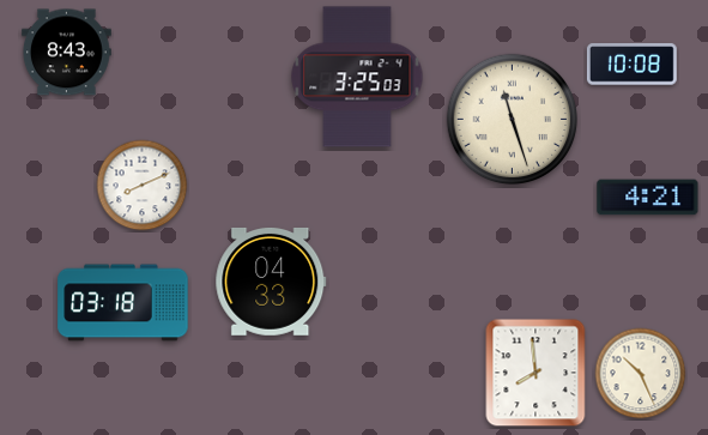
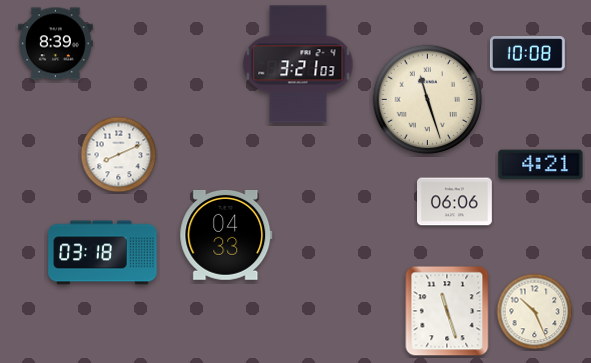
clock at (66, 53): 8:43 -> 8:39
clock at (357, 77): 3:25 -> 3:21
clock at (455, 202): none -> 06:06
clock at (535, 373): 7:59 -> 11:27
